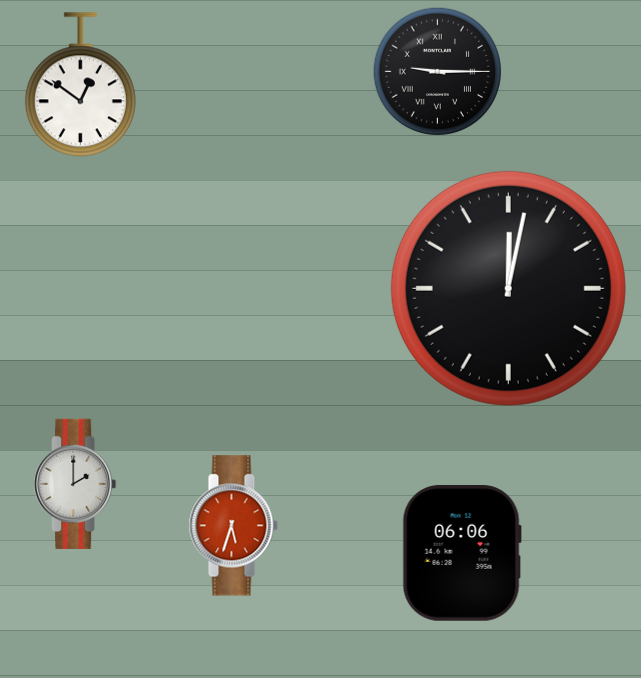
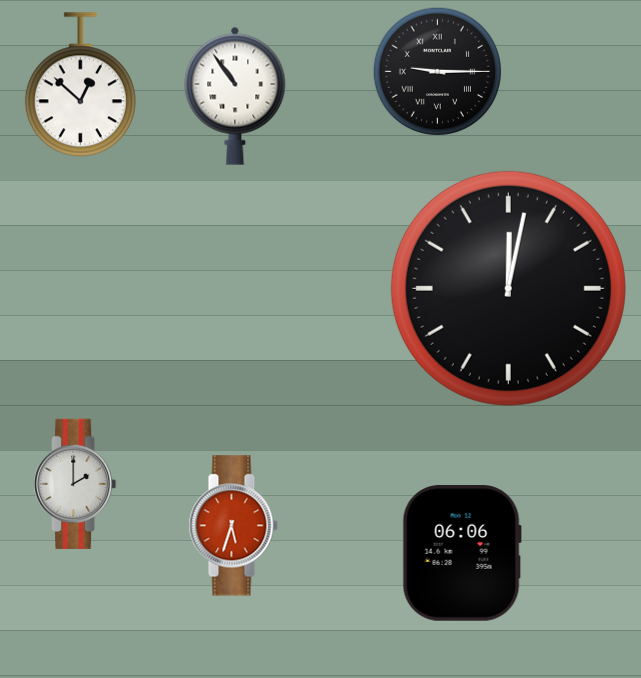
clock at (80, 85): 12:51 -> 12:52
clock at (235, 96): none -> 10:54
